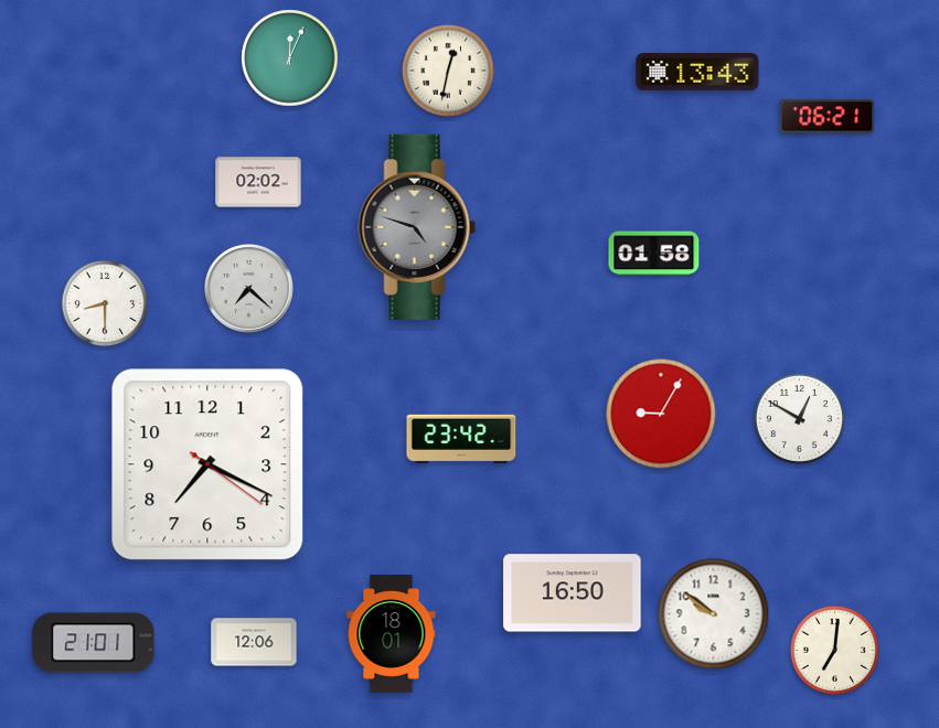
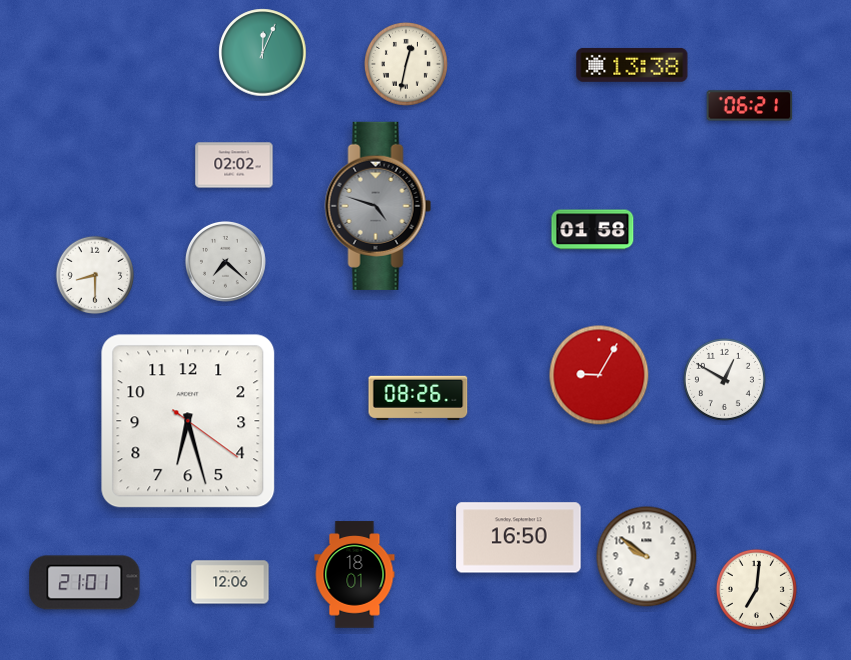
clock at (697, 72): 13:43 -> 13:38
clock at (461, 439): 23:42 -> 08:26
clock at (207, 464): 7:19 -> 6:27
